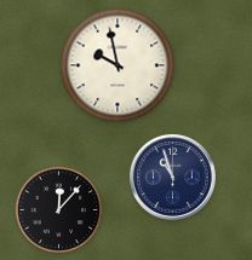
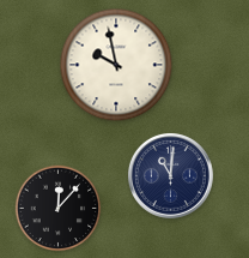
clock at (172, 177): 10:57 -> 11:01
